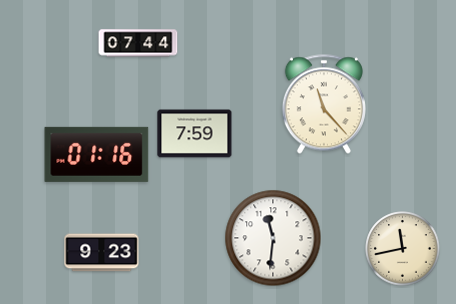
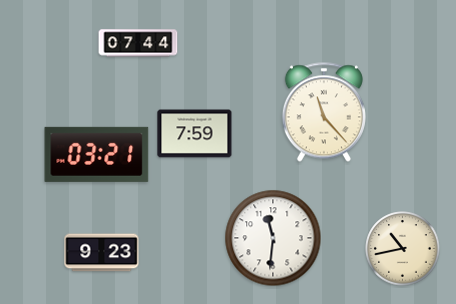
clock at (324, 104) position: (324, 104) -> (324, 112)
clock at (97, 154): 01:16 -> 03:21
clock at (403, 249): 11:43 -> 10:43
